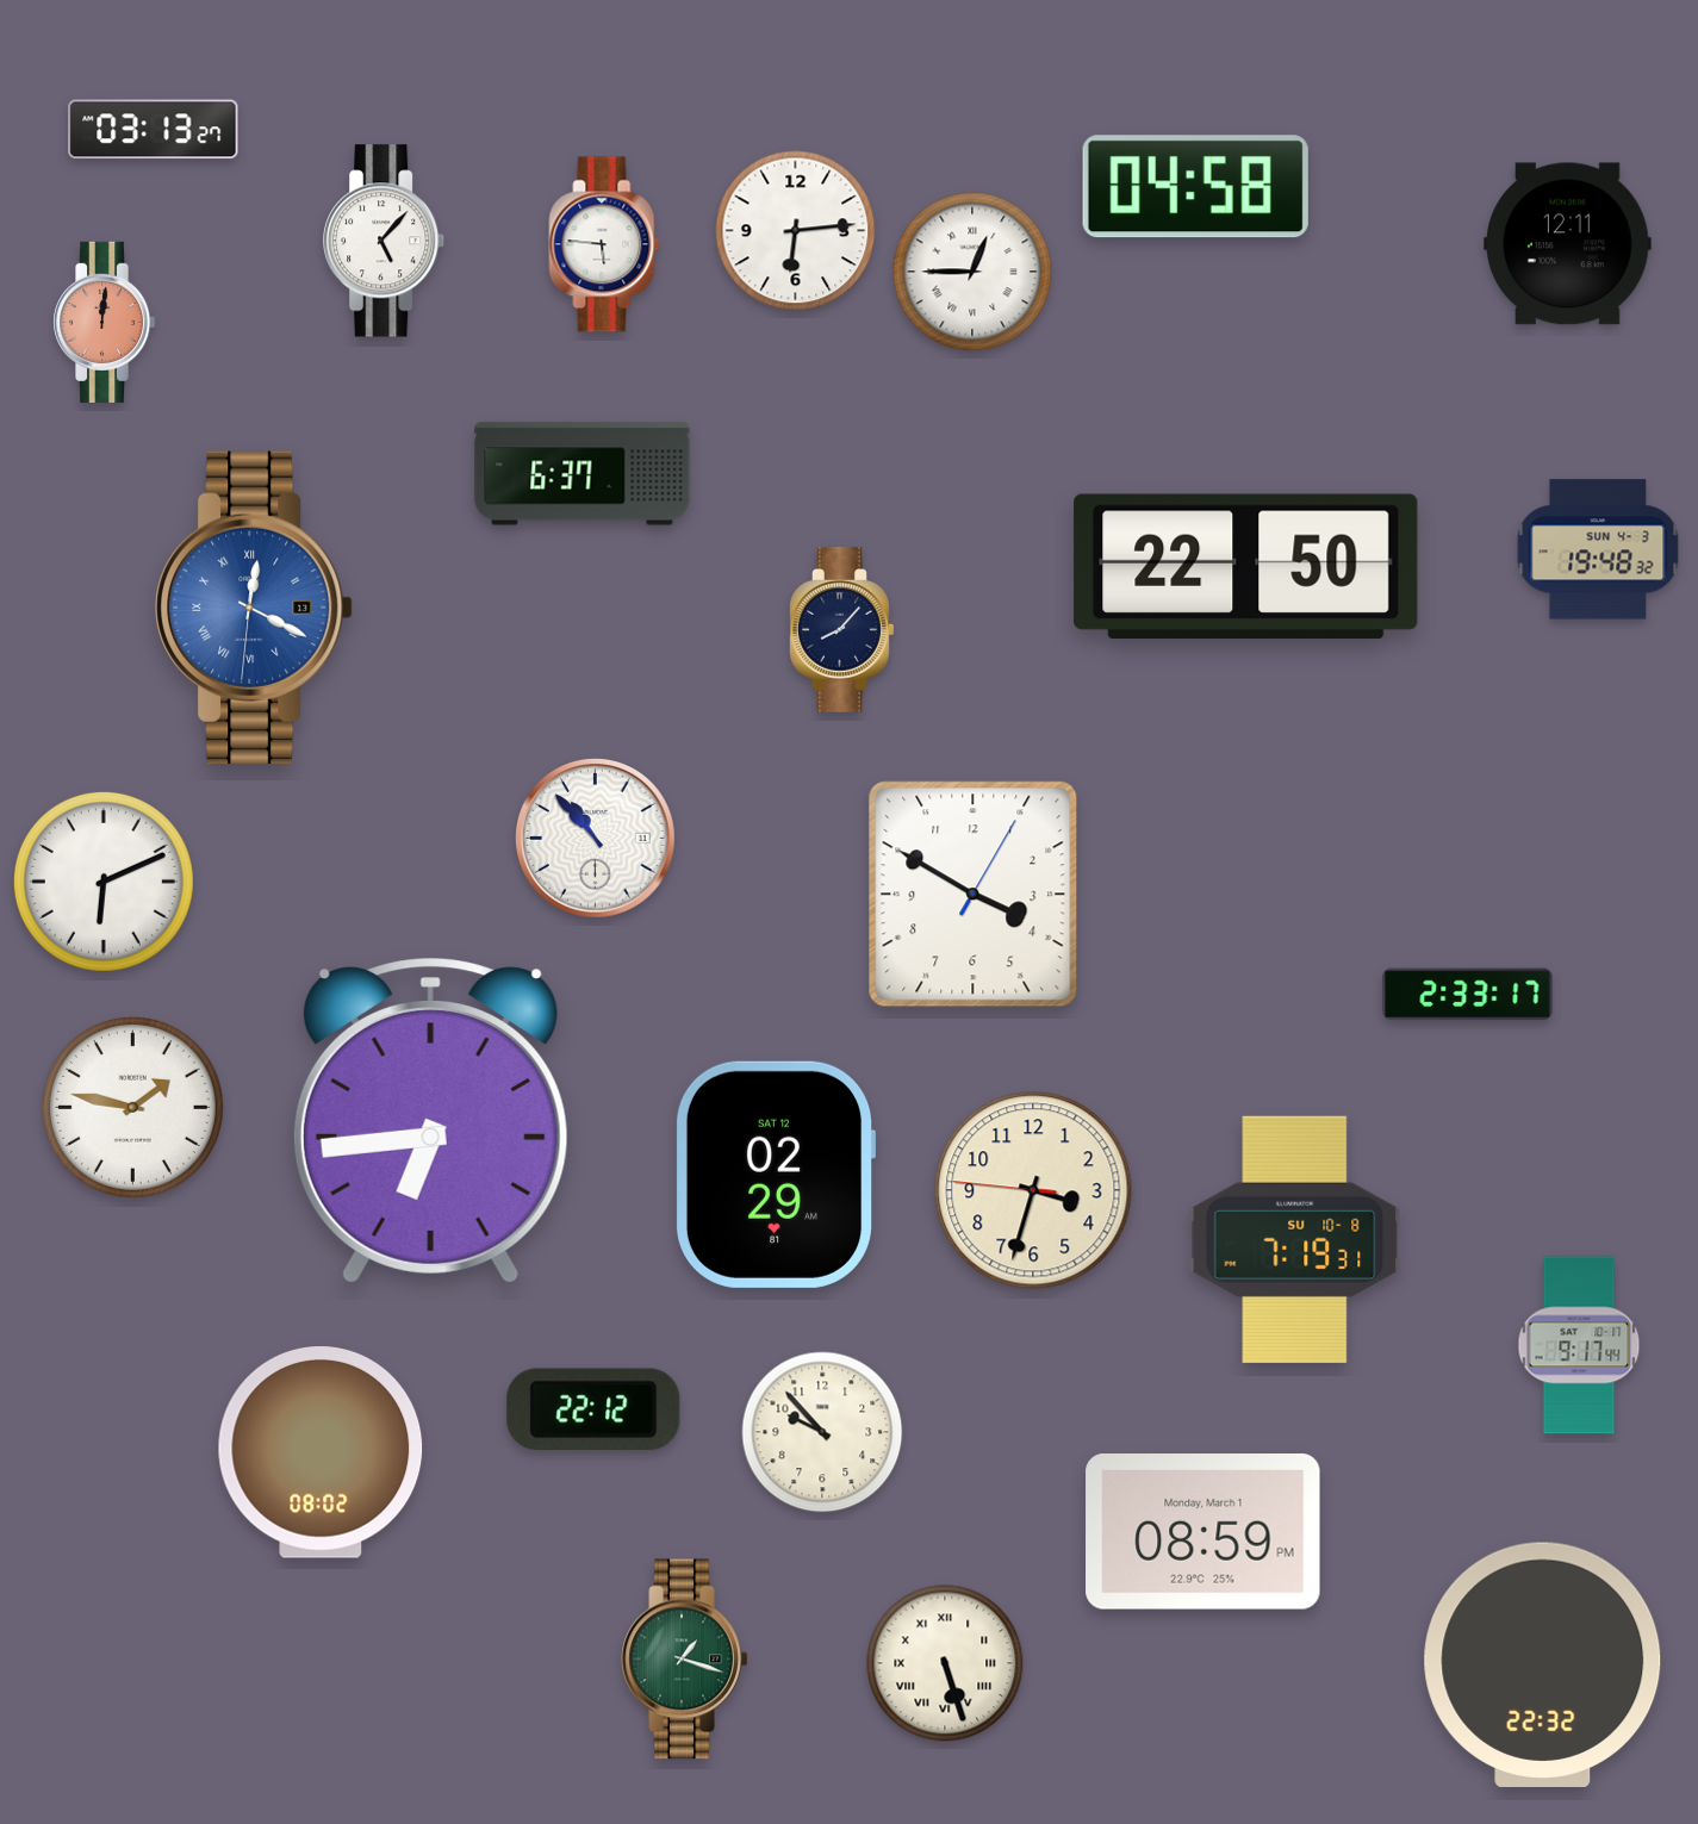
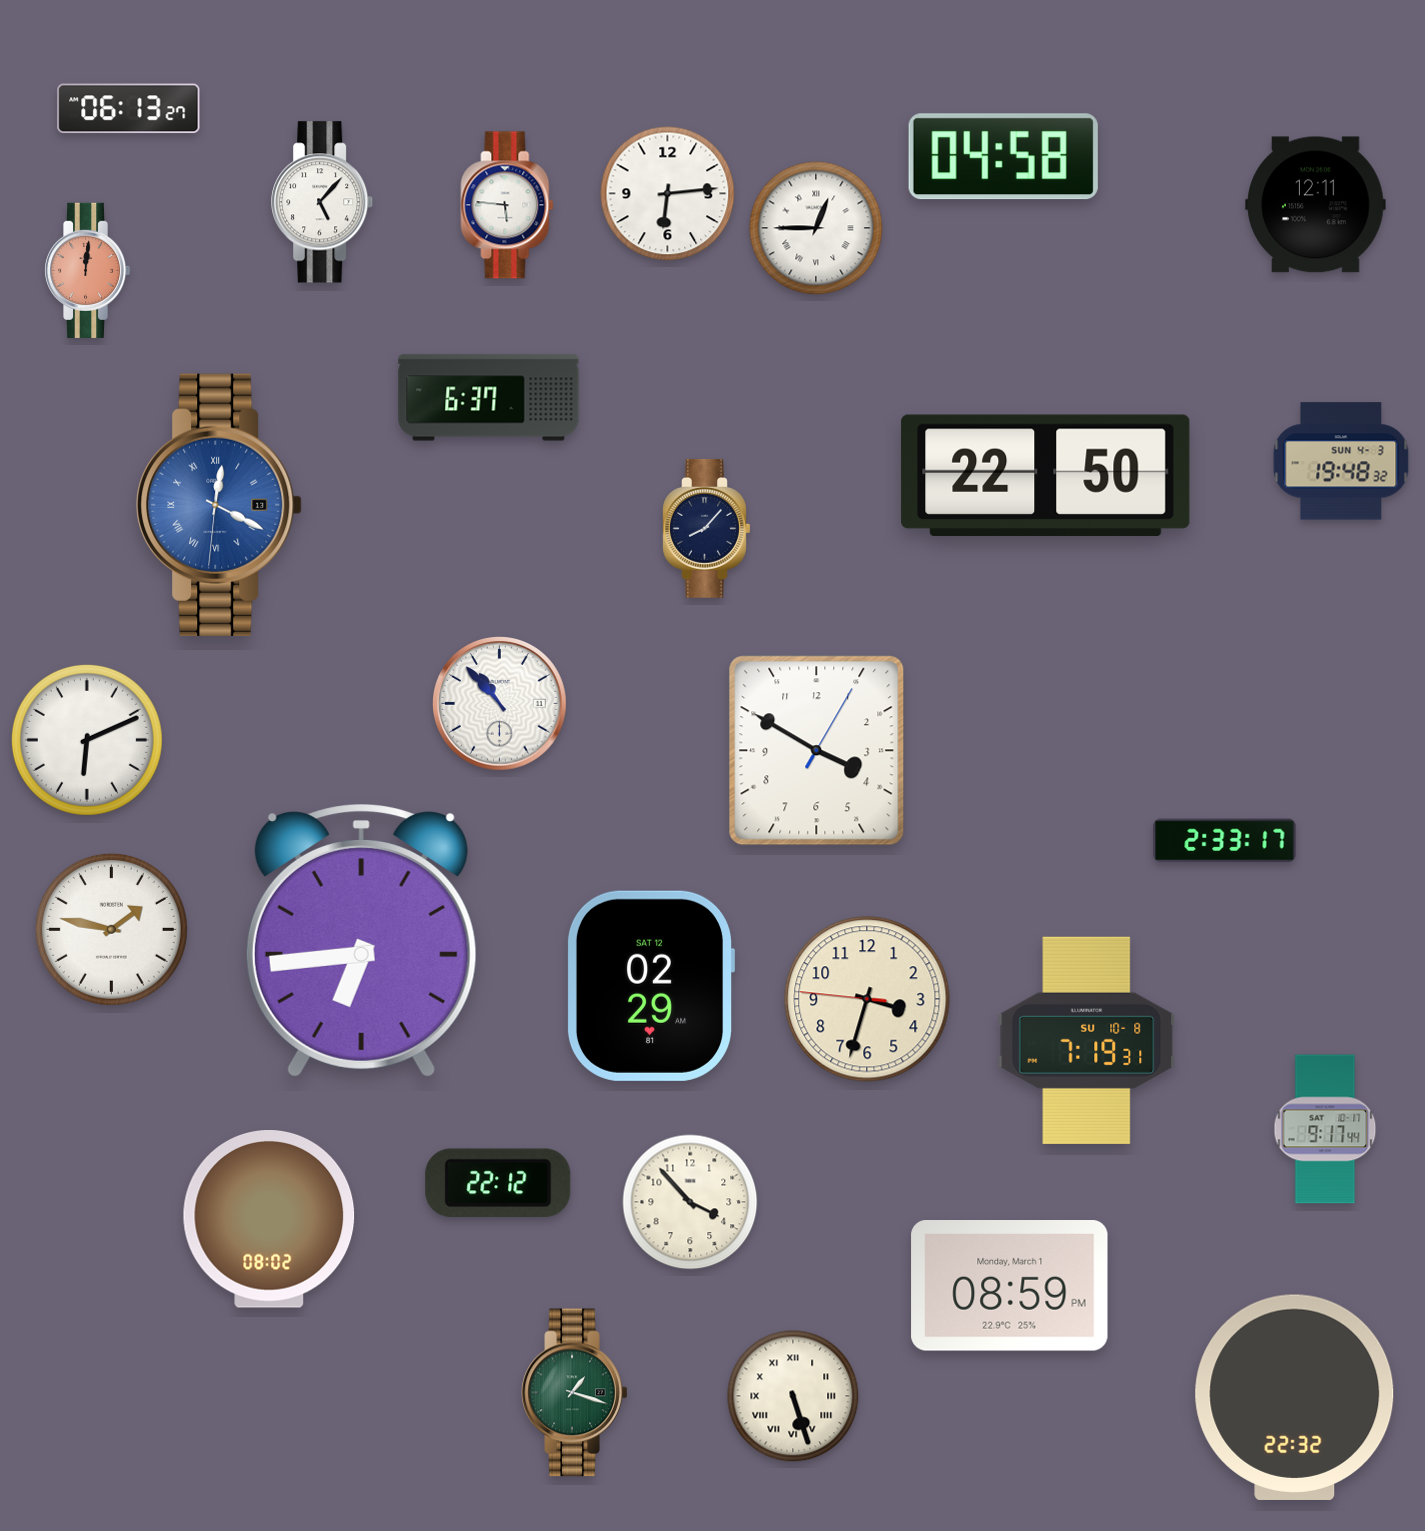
clock at (154, 130): 03:13 -> 06:13
clock at (254, 608) position: (254, 608) -> (219, 505)
clock at (1468, 995) position: (1468, 995) -> (1225, 841)
clock at (822, 1432): 9:53 -> 3:53
